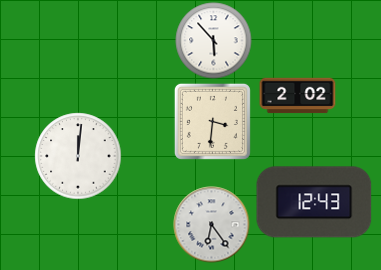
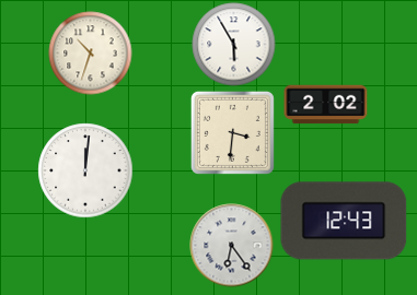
clock at (214, 41): 5:53 -> 5:55
clock at (91, 54): none -> 10:33
